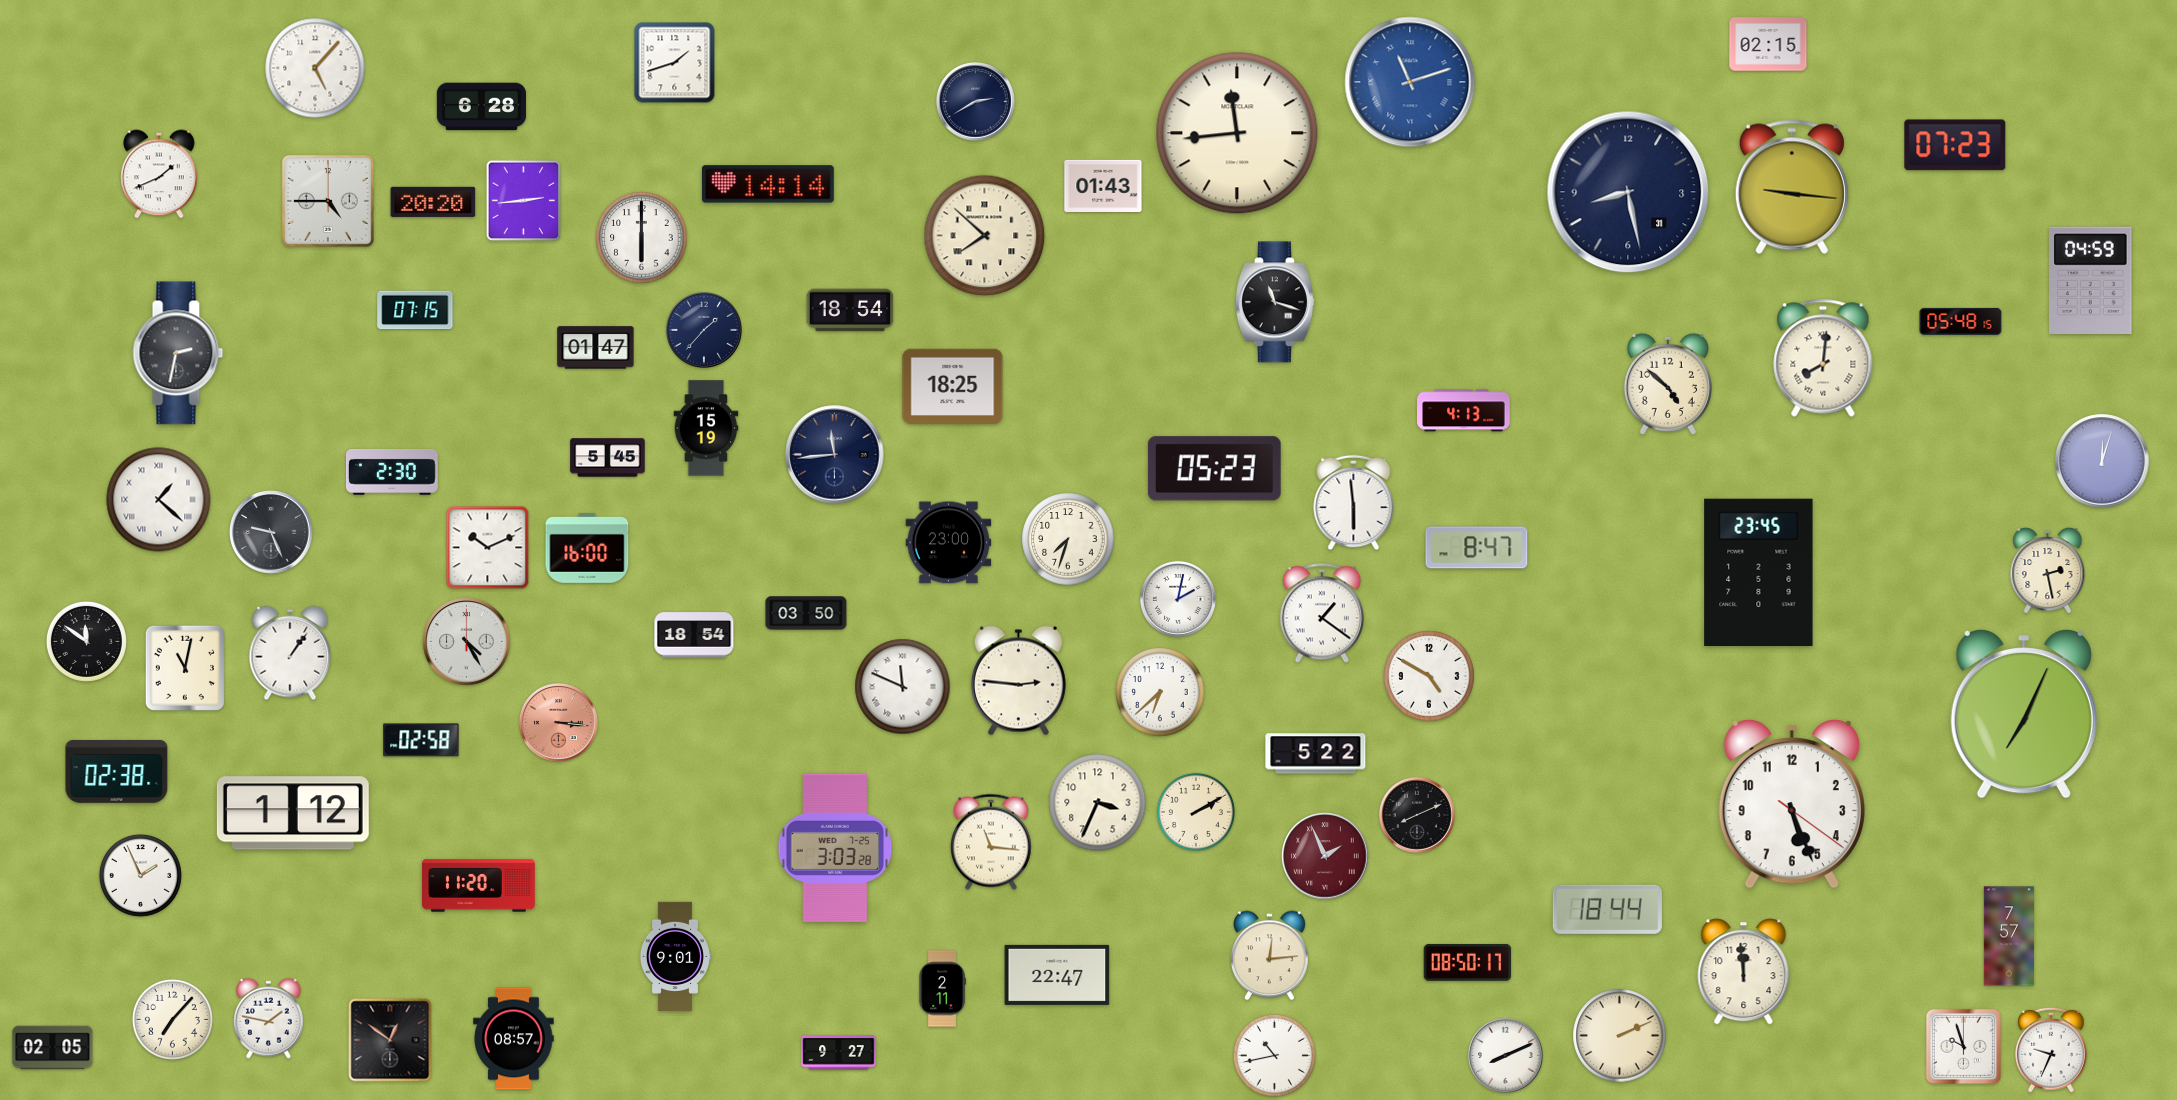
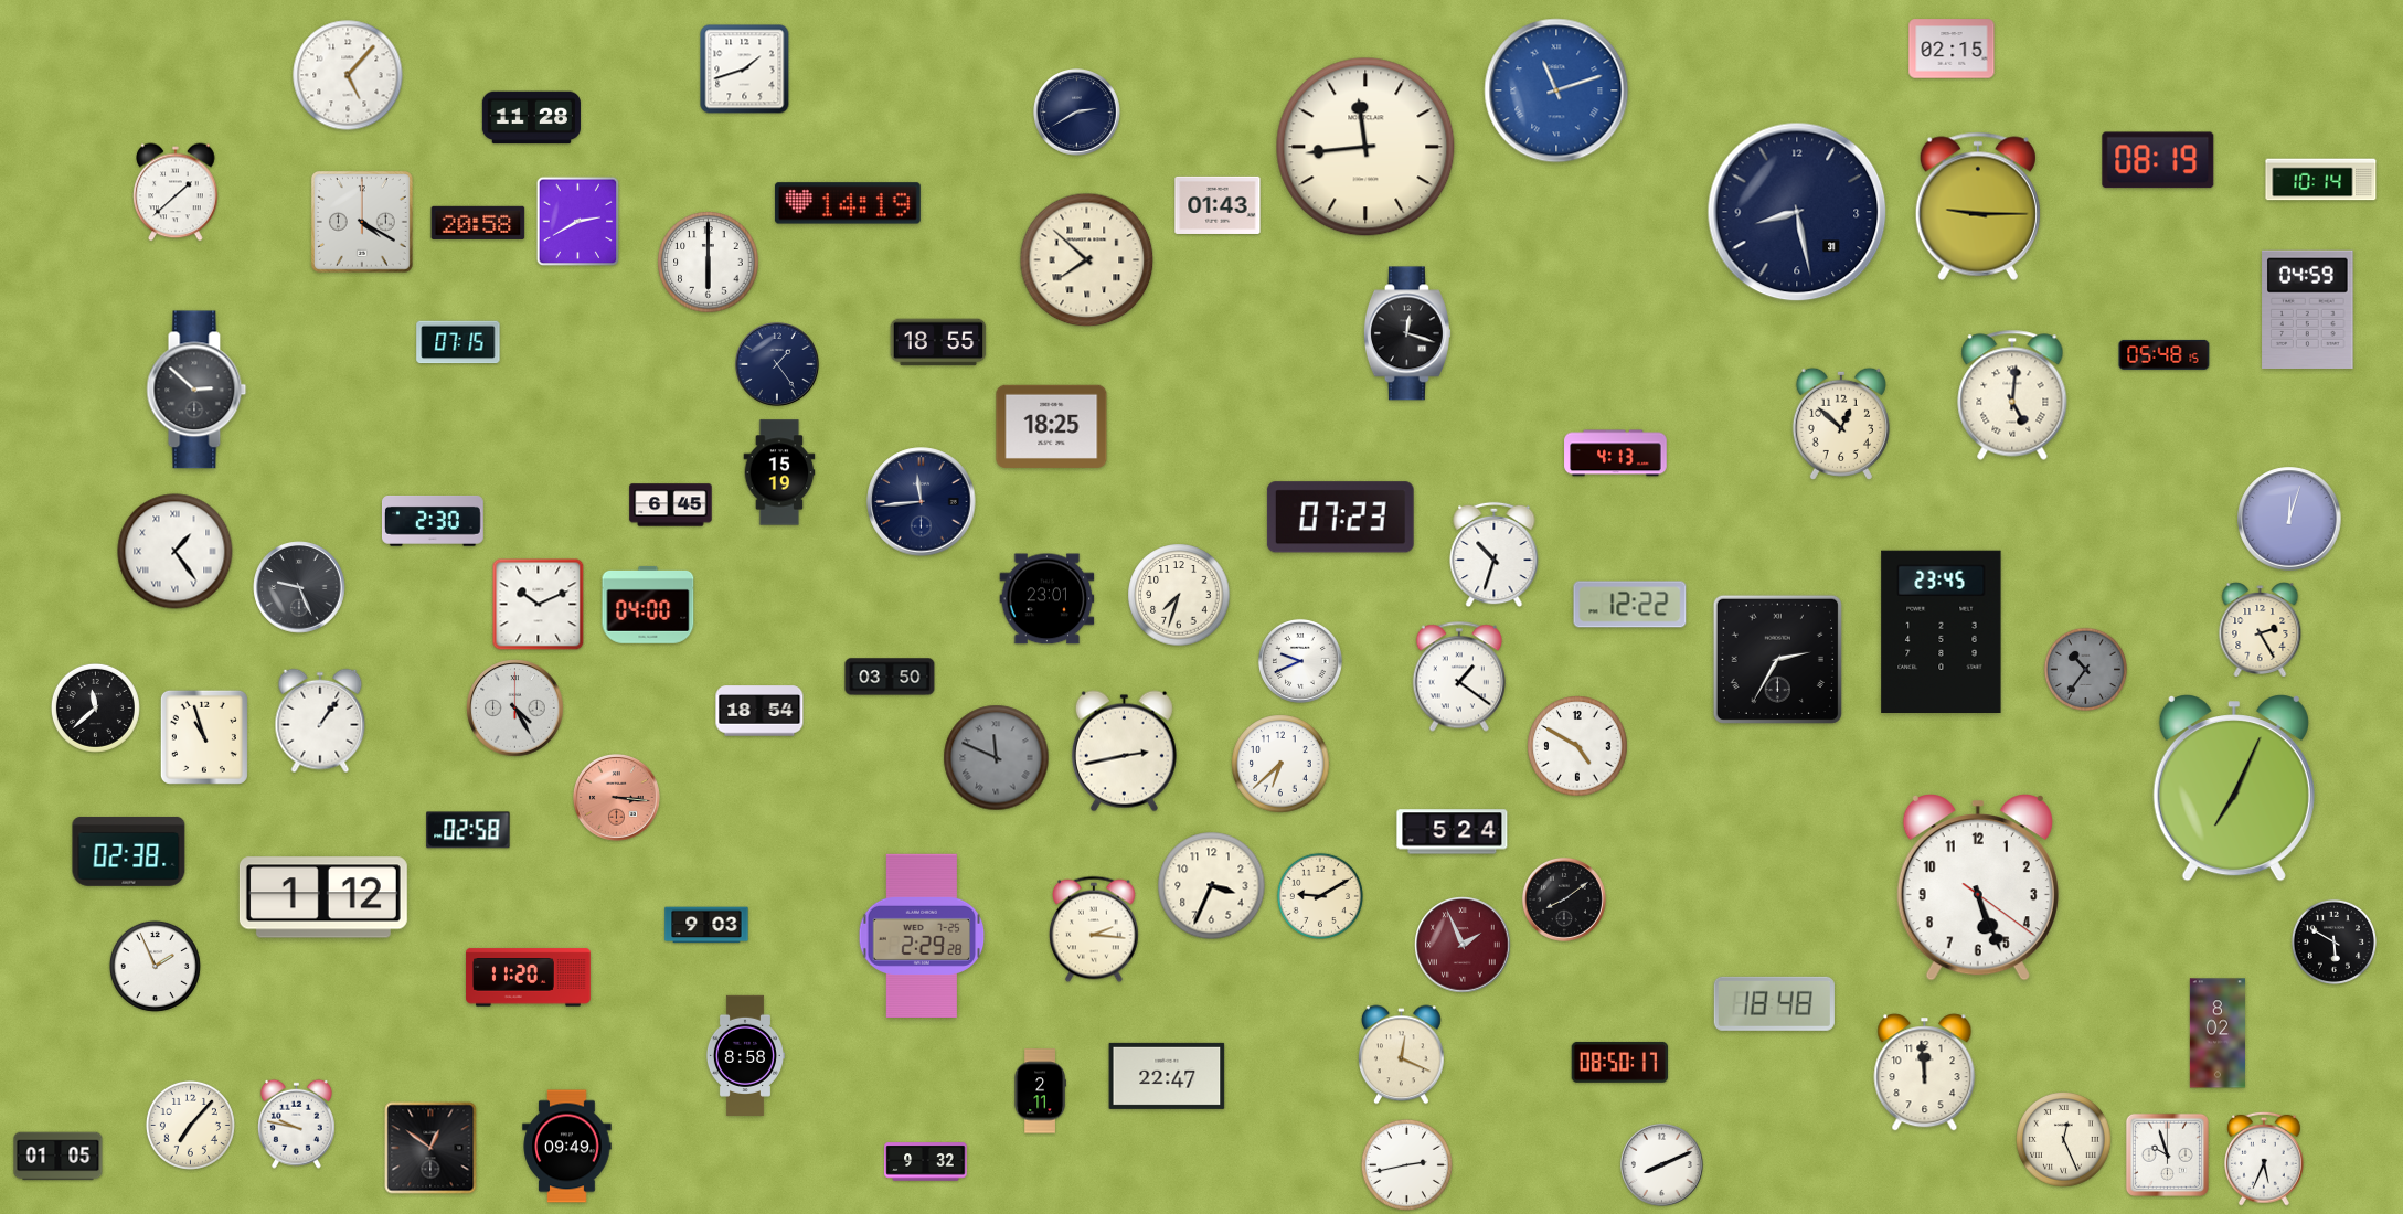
clock at (481, 107): 6:28 -> 11:28
clock at (1955, 145): 07:23 -> 08:19
clock at (2321, 180): none -> 10:14
clock at (159, 174): 1:41 -> 1:38
clock at (768, 184): 14:14 -> 14:19
clock at (1792, 187): 9:16 -> 9:15
clock at (328, 201): 4:45 -> 4:20
clock at (524, 201): 2:44 -> 2:40
clock at (433, 202): 20:20 -> 20:58
clock at (1275, 302): 11:18 -> 12:18
clock at (850, 310): 18:54 -> 18:55
clock at (704, 330): 1:37 -> 1:24
clock at (596, 348): 01:47 -> none
clock at (178, 353): 2:32 -> 2:52
clock at (1823, 358): 8:01 -> 5:01
clock at (1668, 384): 4:52 -> 12:52
clock at (608, 458): 5:45 -> 6:45
clock at (2102, 461) position: (2102, 461) -> (2289, 519)
clock at (1214, 469): 05:23 -> 07:23
clock at (159, 500): 1:22 -> 1:24
clock at (1354, 503): 5:59 -> 10:33
clock at (949, 543): 23:00 -> 23:01
clock at (587, 548): 16:00 -> 04:00
clock at (1477, 548): 8:47 -> 12:22
clock at (2048, 571): 2:28 -> 2:25
clock at (1777, 659): none -> 2:35
clock at (1178, 599): 2:02 -> 9:41
clock at (2086, 670): none -> 10:36
clock at (694, 635) position: (694, 635) -> (759, 711)
clock at (86, 641): 11:51 -> 11:38
clock at (185, 668): 11:02 -> 10:57
clock at (1018, 681): 2:46 -> 2:43
clock at (903, 687) dial: white -> grey
clock at (421, 740) position: (421, 740) -> (468, 830)
clock at (1316, 754): 5:22 -> 5:24
clock at (1196, 812): 2:10 -> 9:10
clock at (1417, 815): 8:11 -> 8:09
clock at (706, 925): none -> 9:03
clock at (992, 842): 11:16 -> 2:16
clock at (835, 847): 3:03 -> 2:29
clock at (2333, 941): none -> 5:50
clock at (1607, 909): 18:44 -> 18:48
clock at (2008, 936): 7:57 -> 8:02
clock at (675, 956): 9:01 -> 8:58
clock at (1270, 956): 12:14 -> 12:19
clock at (268, 1018): 1:47 -> 9:47
clock at (2064, 1140): none -> 12:26
clock at (1620, 1036): 2:11 -> none
clock at (514, 1039): 08:57 -> 09:49
clock at (53, 1048): 02:05 -> 01:05
clock at (2052, 1050): 9:34 -> 5:34
clock at (839, 1053): 9:27 -> 9:32
clock at (1274, 1055): 10:43 -> 2:43
